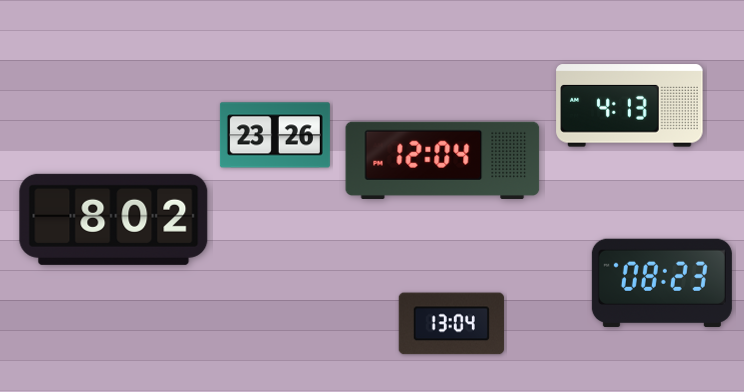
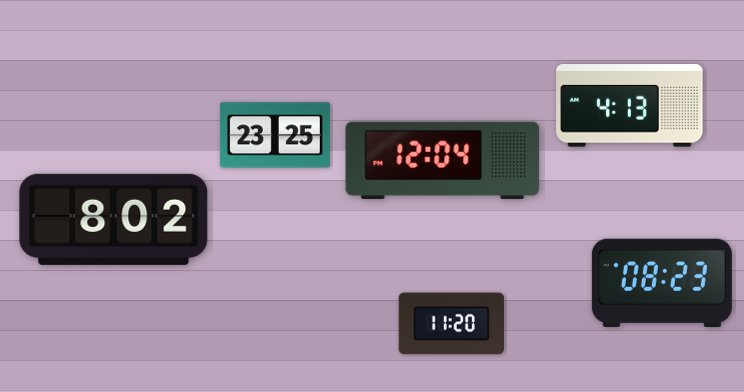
clock at (275, 135): 23:26 -> 23:25
clock at (451, 324): 13:04 -> 11:20
